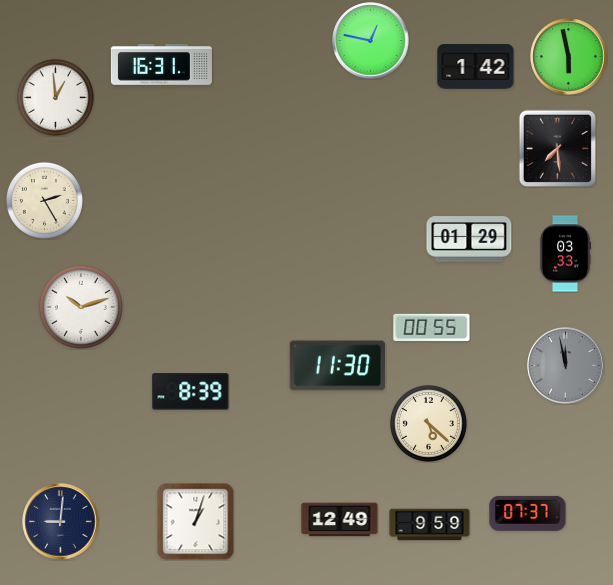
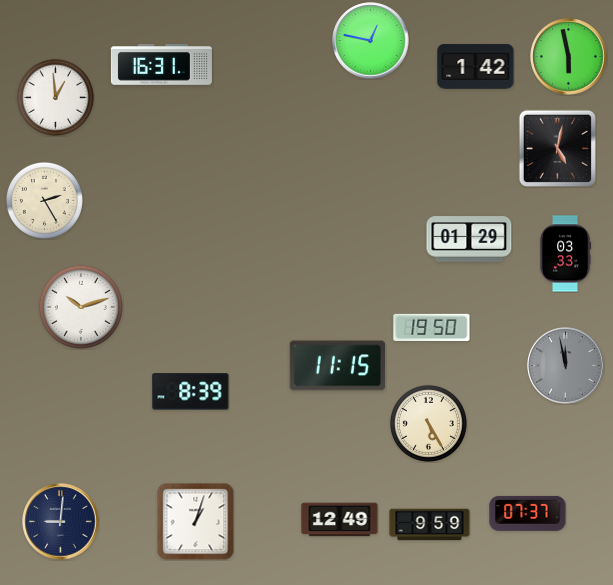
clock at (557, 148): 7:29 -> 5:02
clock at (432, 327): 00:55 -> 19:50
clock at (338, 366): 11:30 -> 11:15
clock at (428, 423): 5:22 -> 5:25
